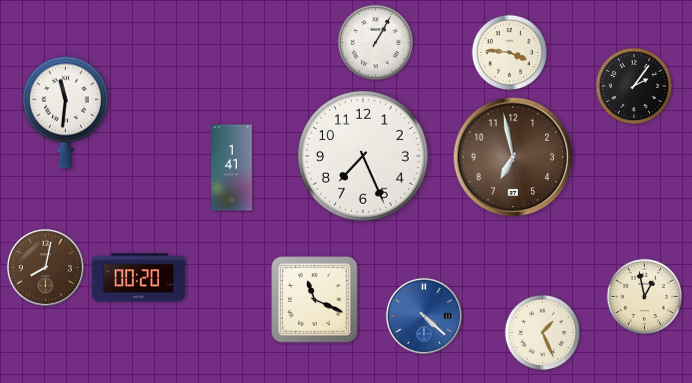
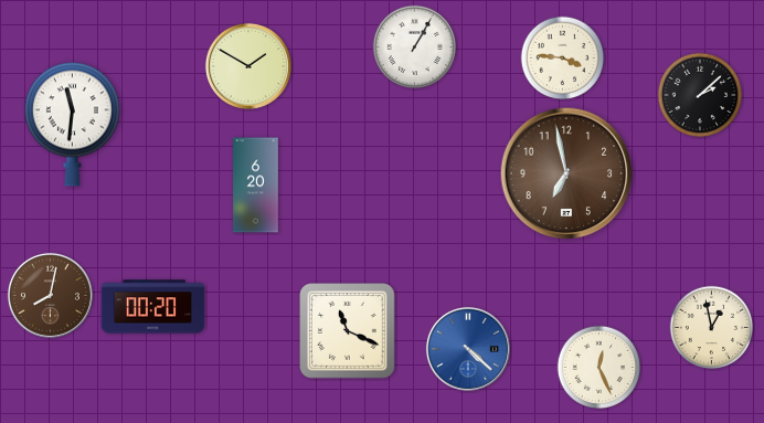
clock at (248, 66): none -> 1:50
clock at (634, 86): 2:06 -> 2:08
clock at (364, 157): 7:26 -> none
clock at (232, 168): 1:41 -> 6:20
clock at (543, 333): 1:26 -> 12:26
